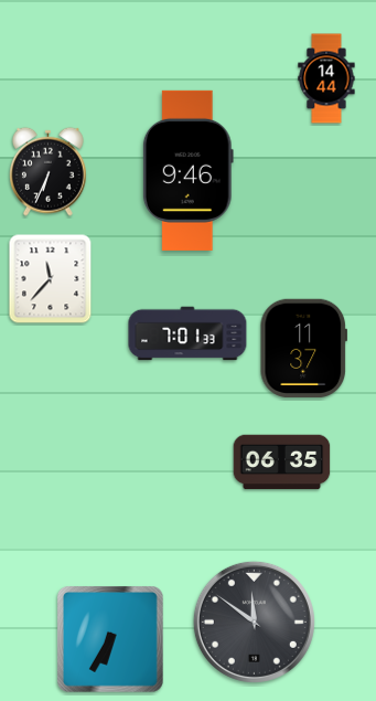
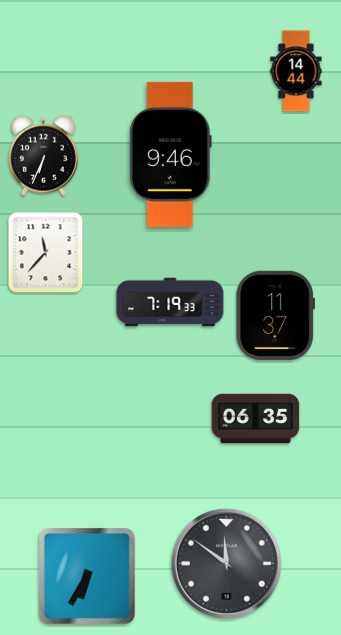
clock at (187, 333): 7:01 -> 7:19
clock at (254, 622) position: (254, 622) -> (226, 563)
clock at (110, 639) position: (110, 639) -> (87, 576)
